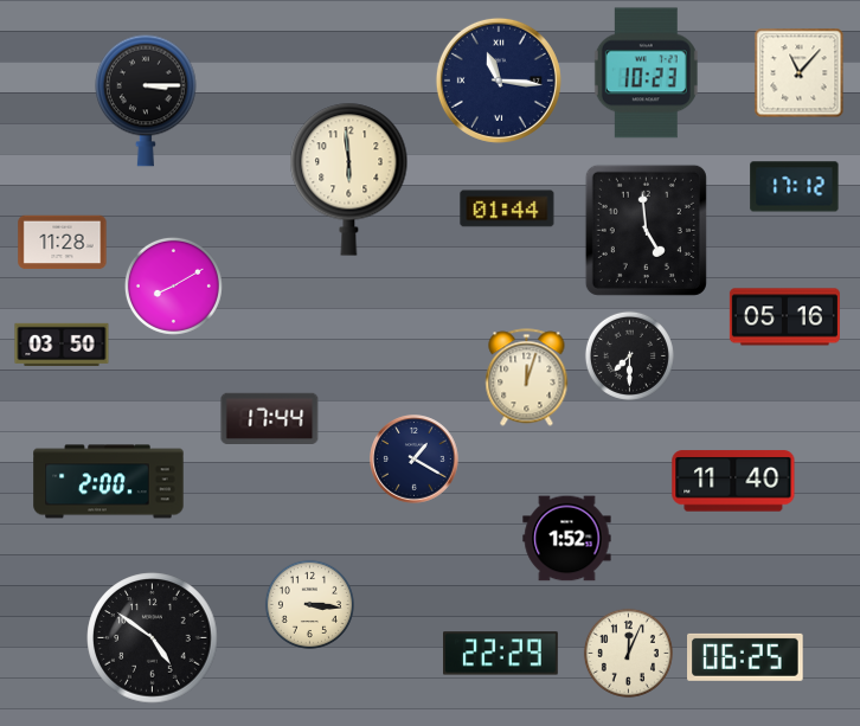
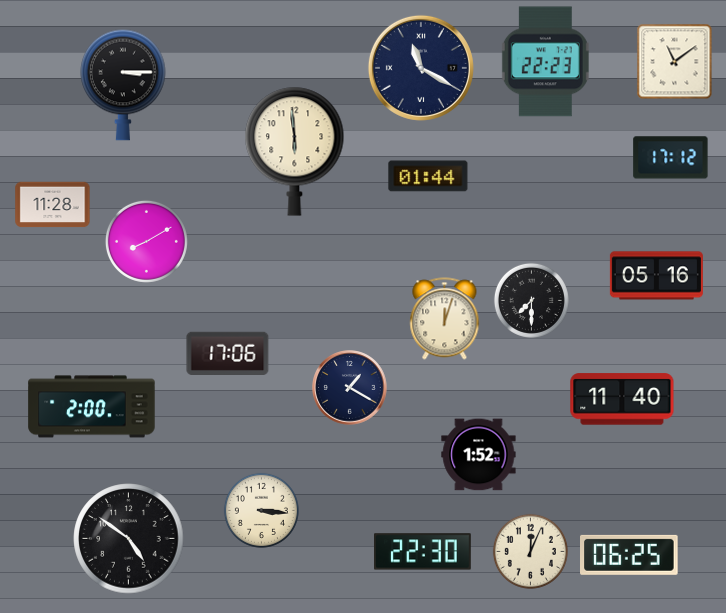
clock at (646, 73): 10:23 -> 22:23
clock at (800, 73): 11:07 -> 11:09
clock at (499, 81): 11:16 -> 11:20
clock at (646, 230): 4:59 -> none
clock at (784, 317) position: (784, 317) -> (656, 276)
clock at (62, 343): 03:50 -> none
clock at (270, 418): 17:44 -> 17:06
clock at (733, 481) position: (733, 481) -> (622, 399)
clock at (501, 654): 22:29 -> 22:30
